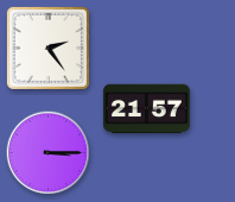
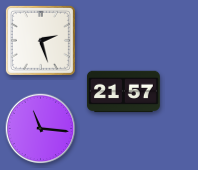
clock at (47, 48): 2:24 -> 2:27
clock at (49, 153): 3:15 -> 11:16
